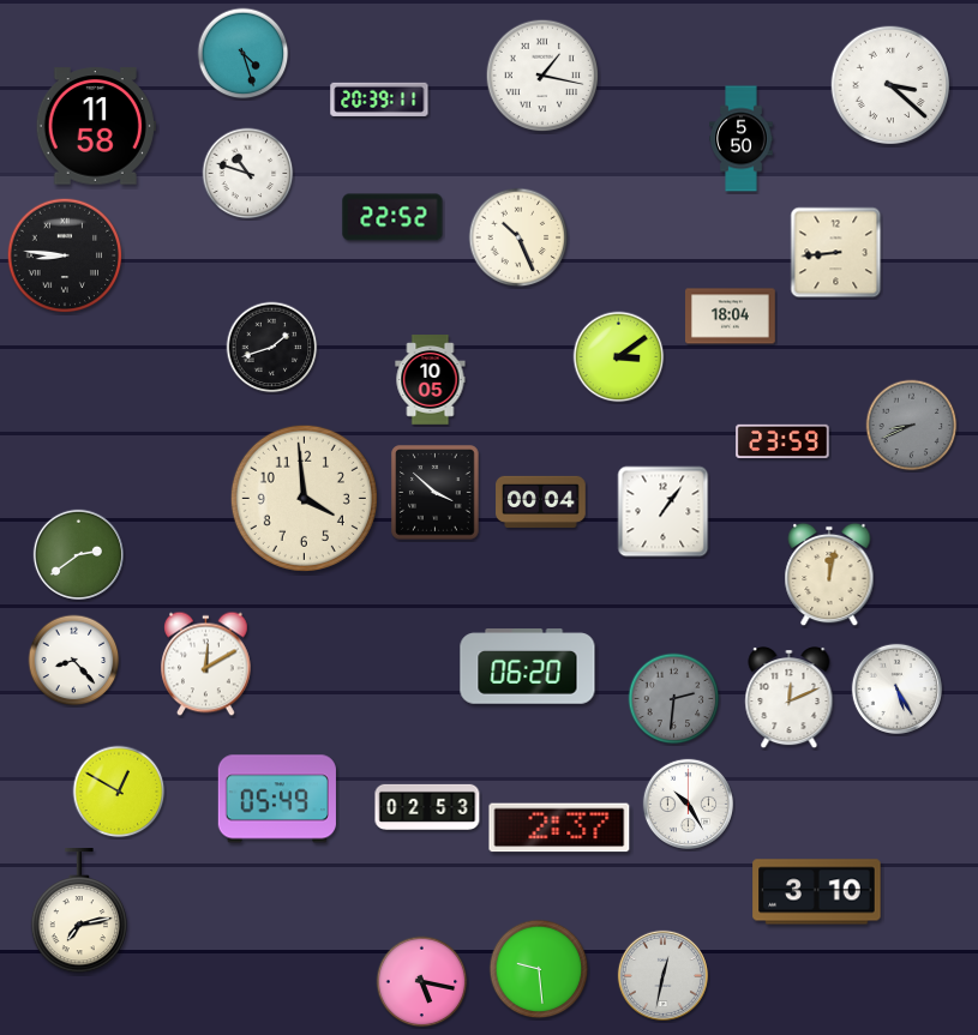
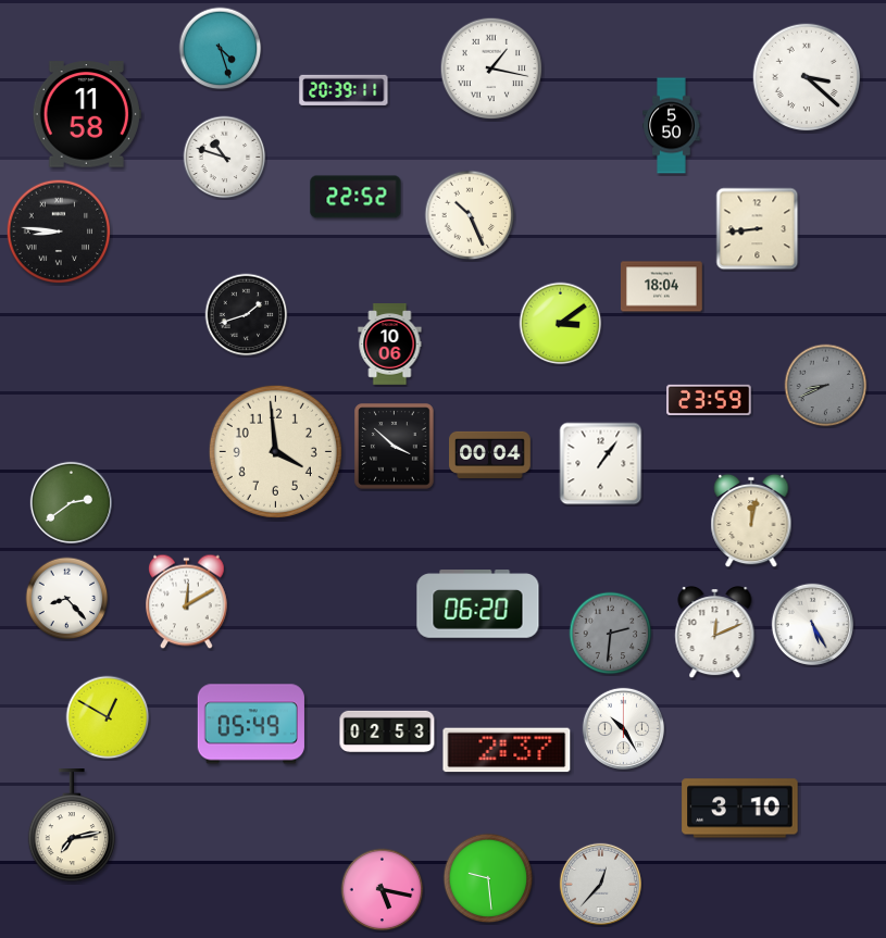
clock at (431, 380): 10:05 -> 10:06
clock at (662, 975): 12:32 -> 12:37
